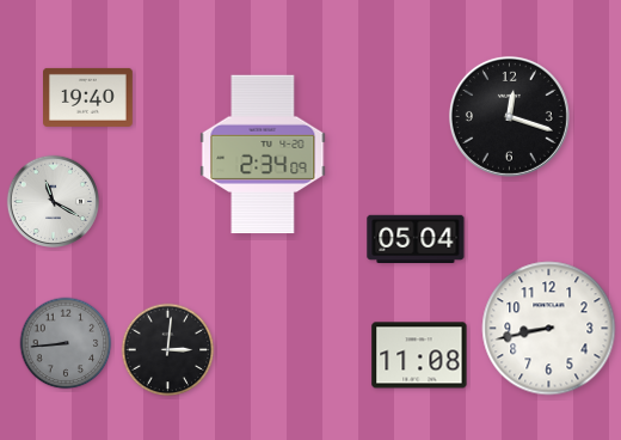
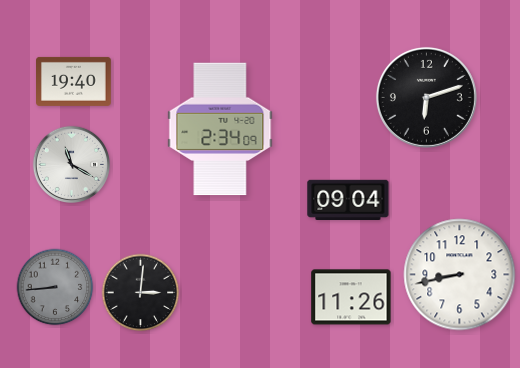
clock at (509, 116): 12:18 -> 6:12
clock at (53, 201) position: (53, 201) -> (71, 164)
clock at (416, 238): 05:04 -> 09:04
clock at (419, 355): 11:08 -> 11:26
